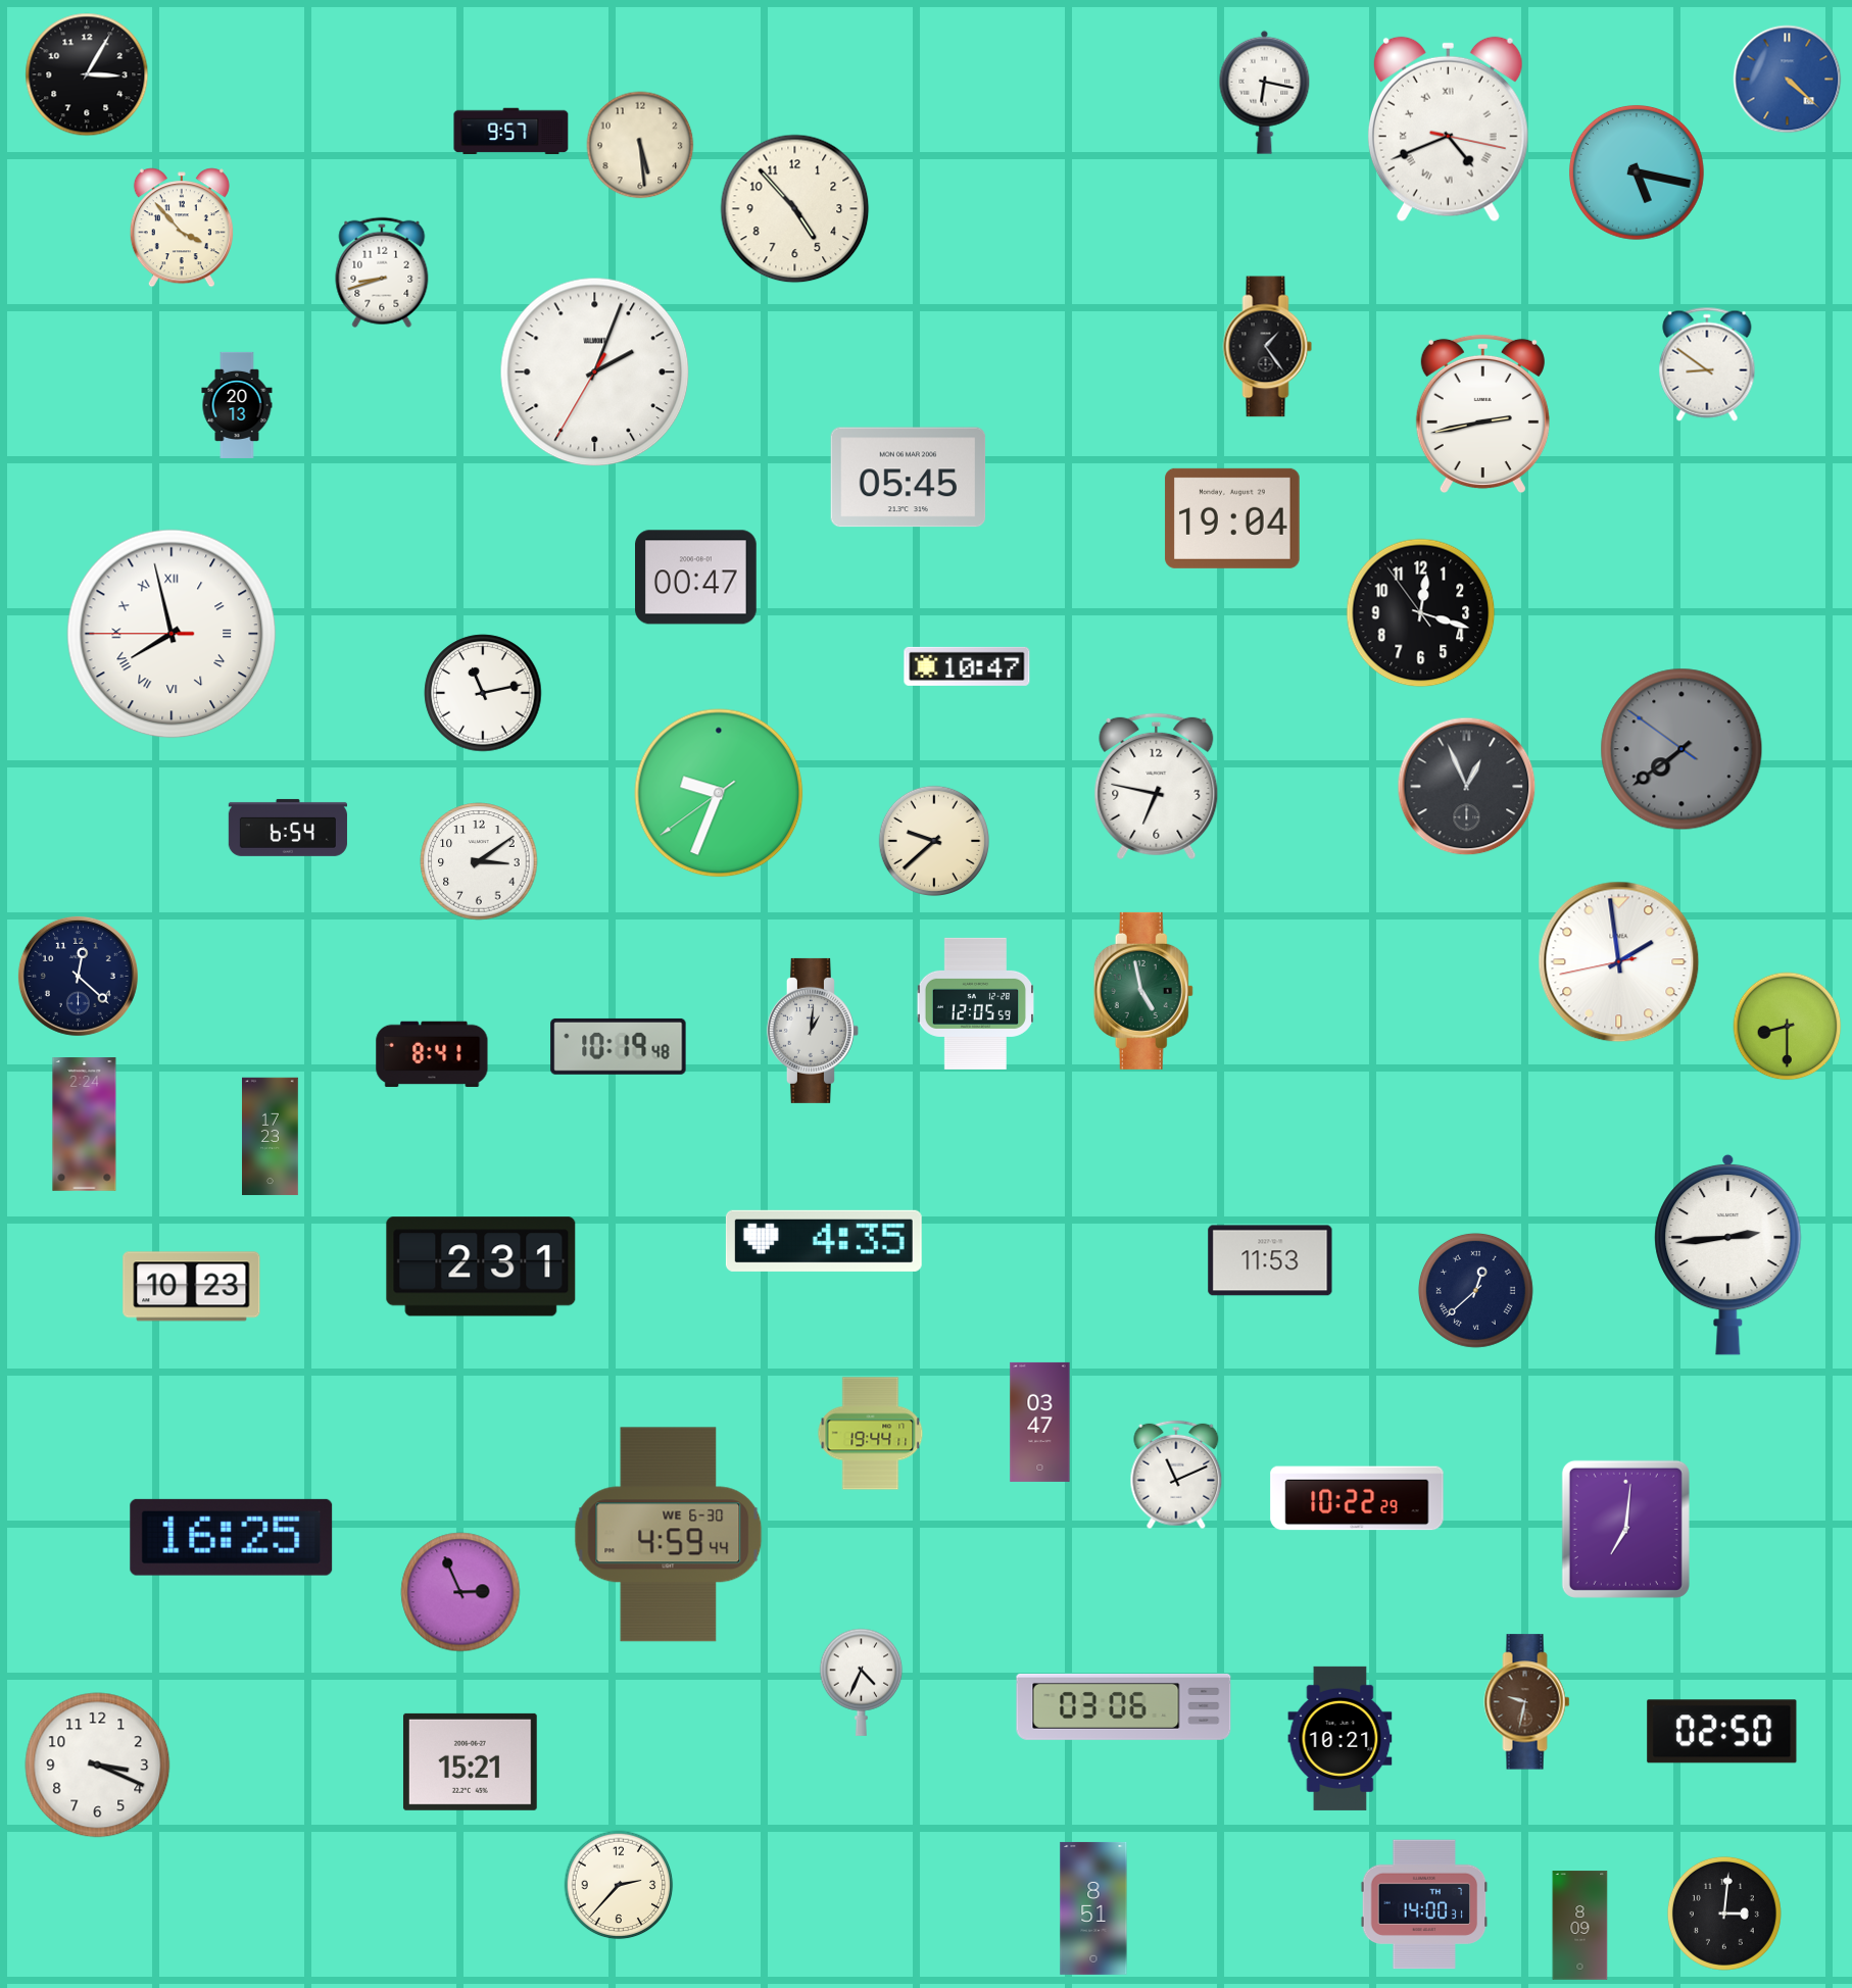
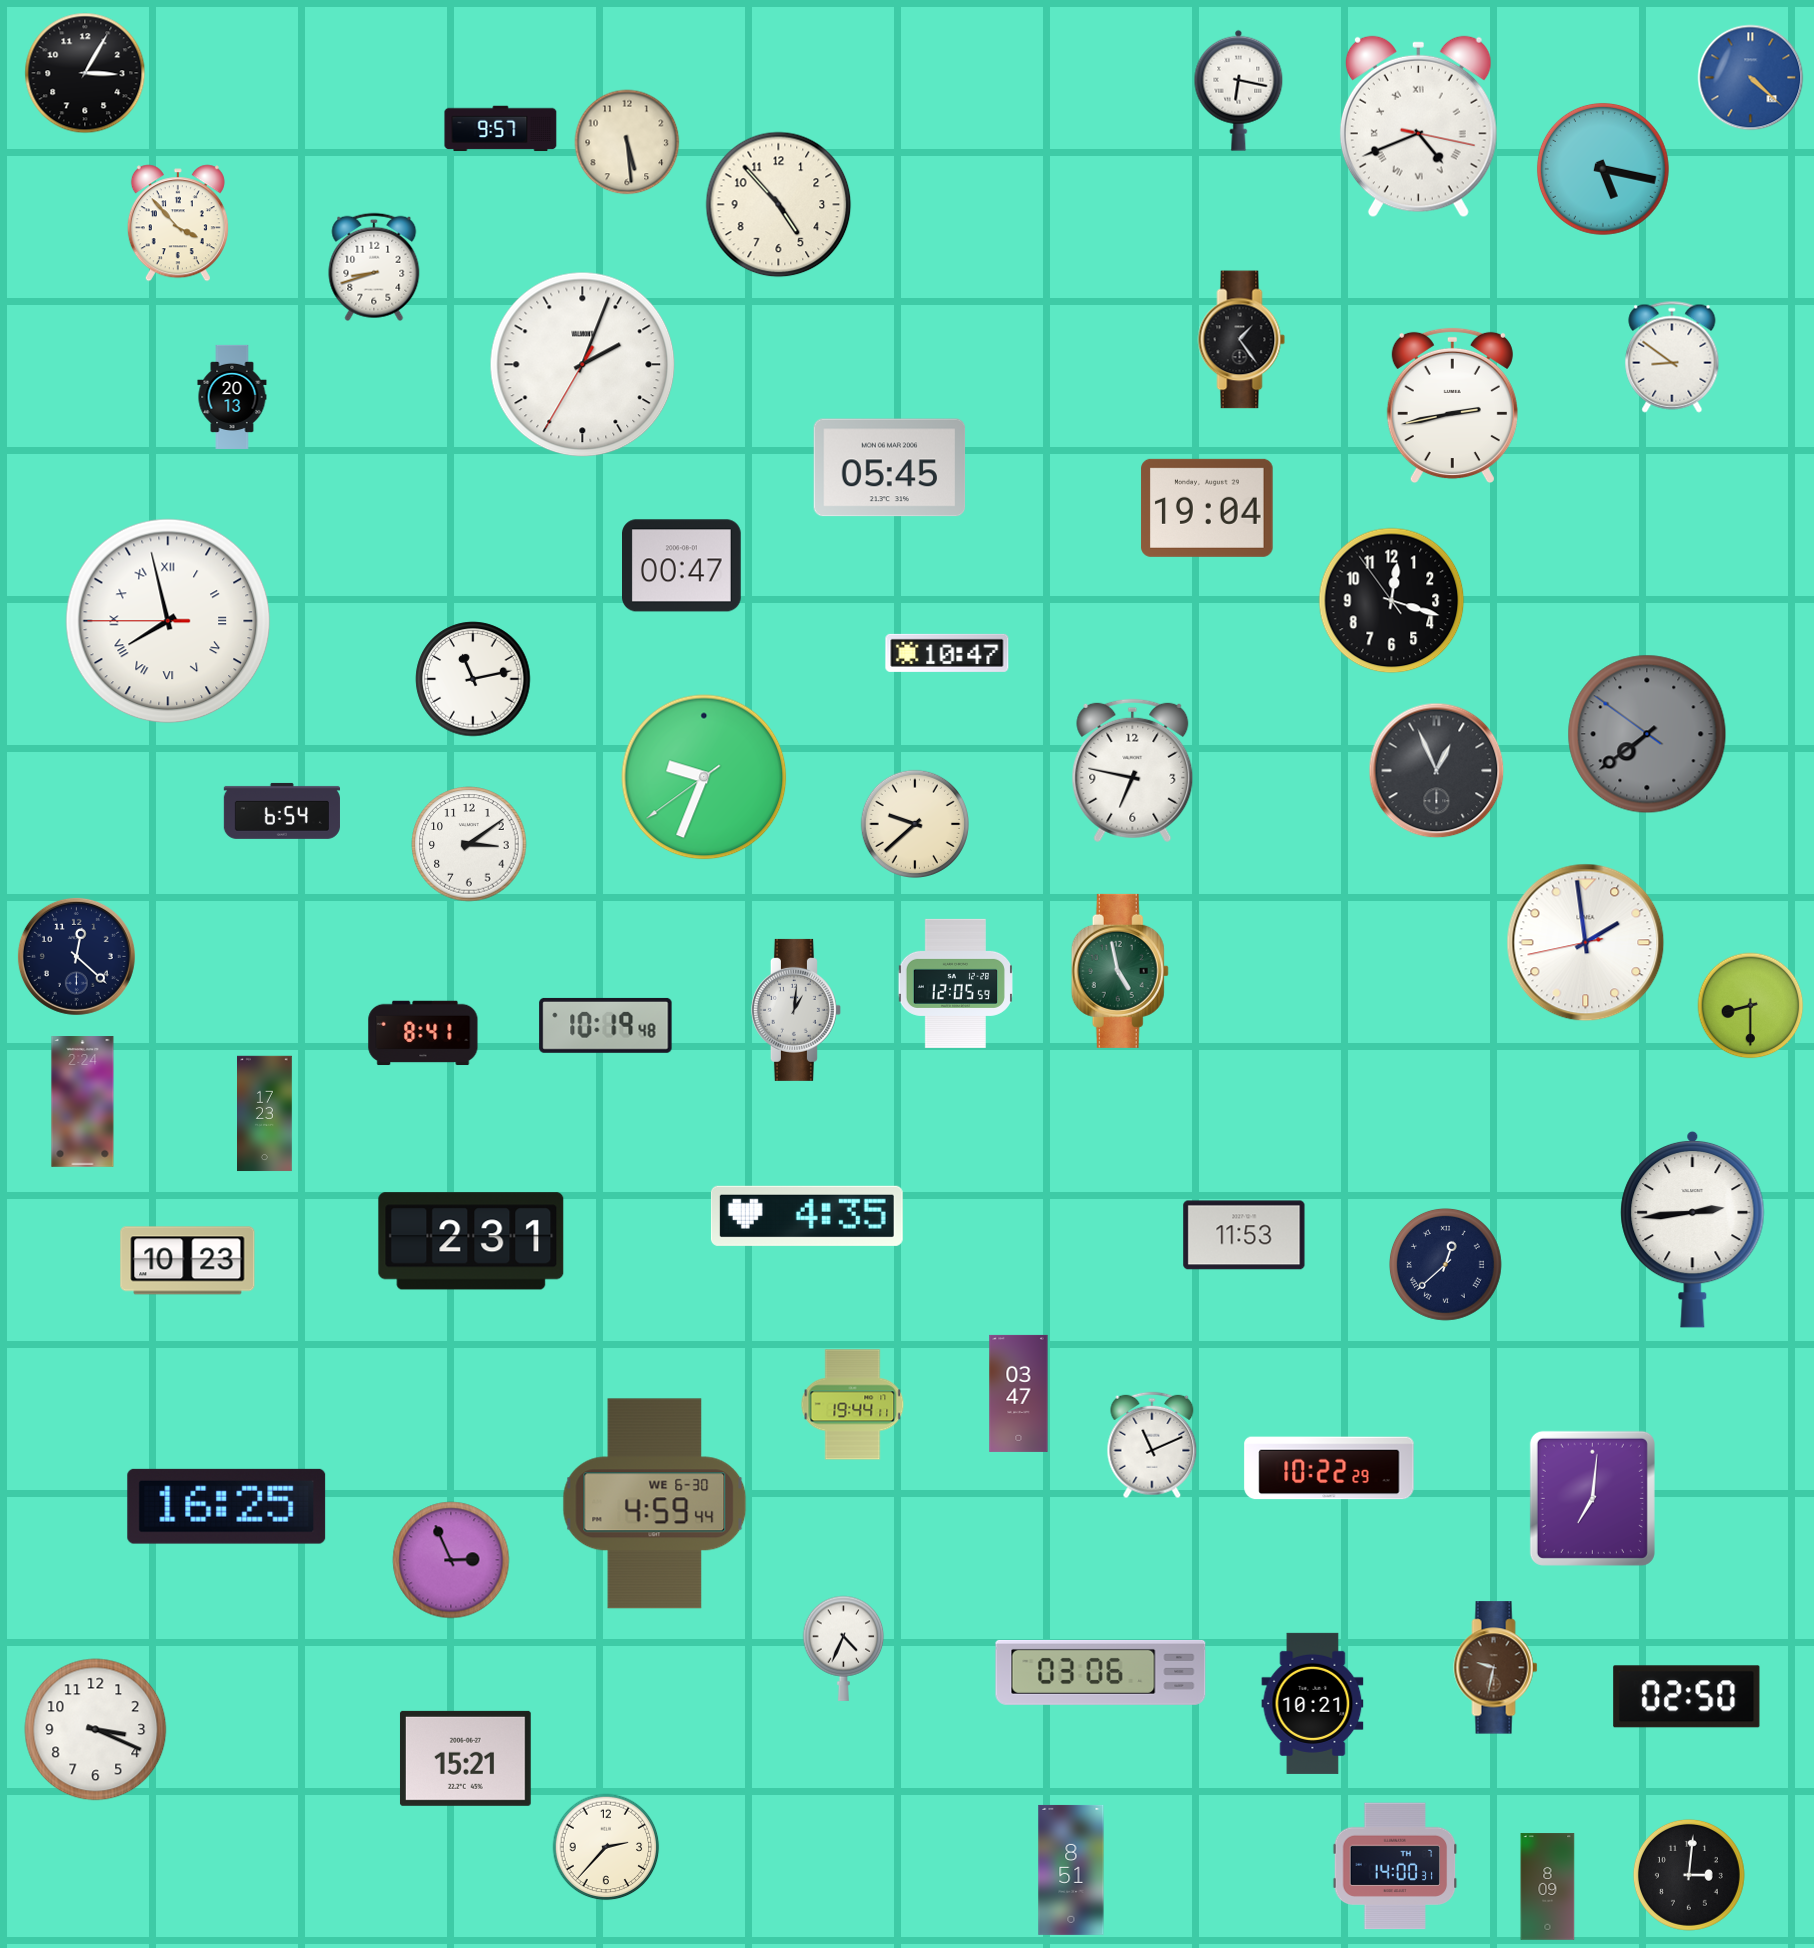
clock at (470, 1761) position: (470, 1761) -> (465, 1758)
